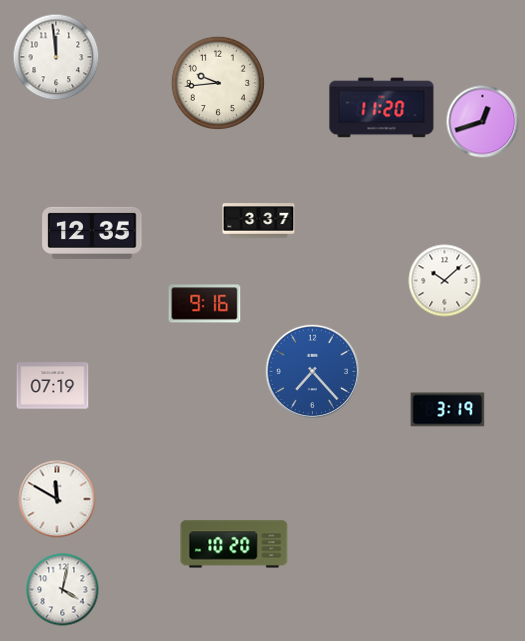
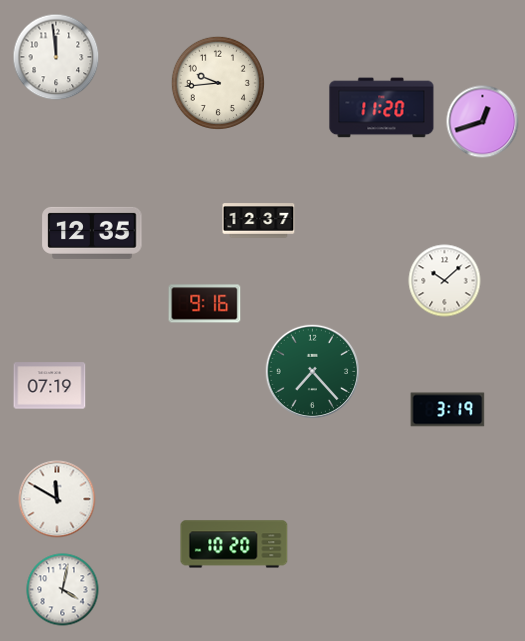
clock at (259, 221): 3:37 -> 12:37
clock at (312, 371) dial: blue -> green
clock at (53, 386) position: (53, 386) -> (50, 386)
